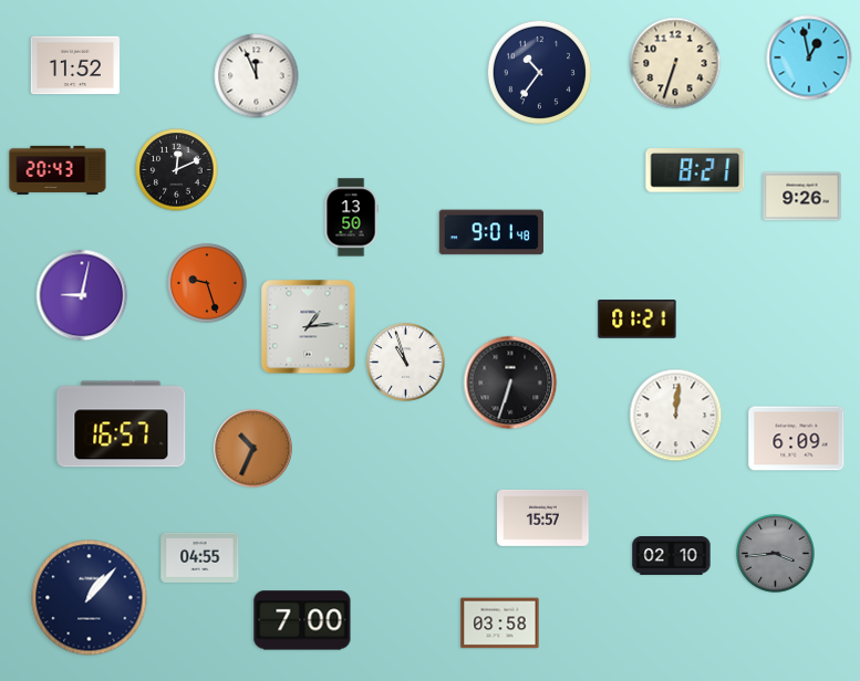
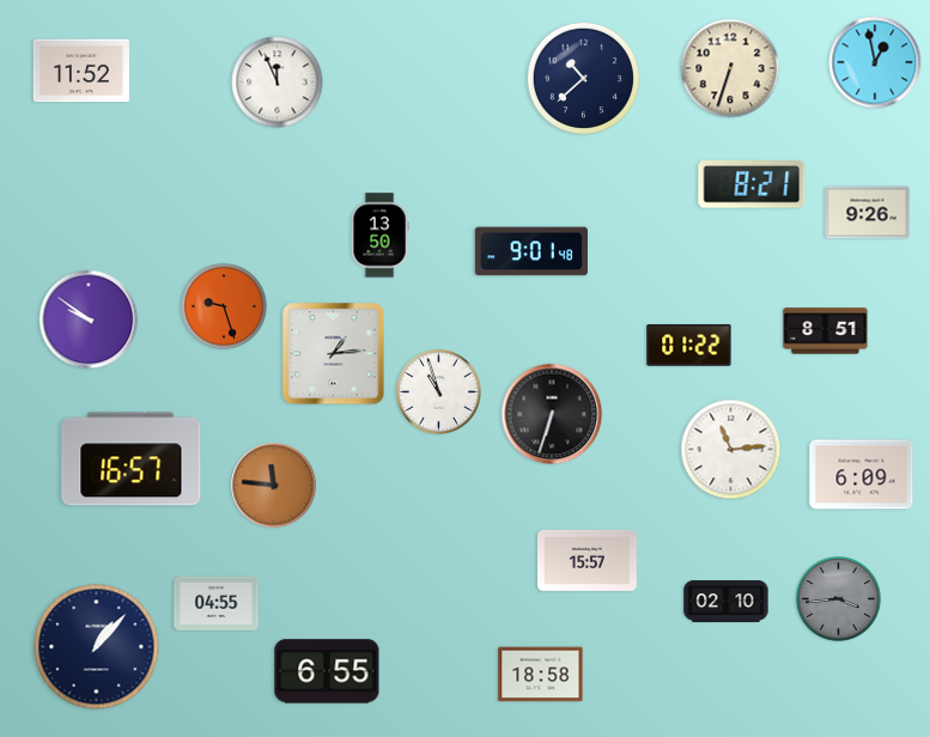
clock at (539, 72): 10:36 -> 10:38
clock at (58, 170): 20:43 -> none
clock at (177, 170): 12:11 -> none
clock at (82, 295): 9:02 -> 9:51
clock at (826, 331): none -> 8:51
clock at (638, 319): 01:21 -> 01:22
clock at (676, 416): 12:01 -> 11:14
clock at (253, 449): 10:34 -> 11:46
clock at (302, 620): 7:00 -> 6:55
clock at (500, 624): 03:58 -> 18:58
